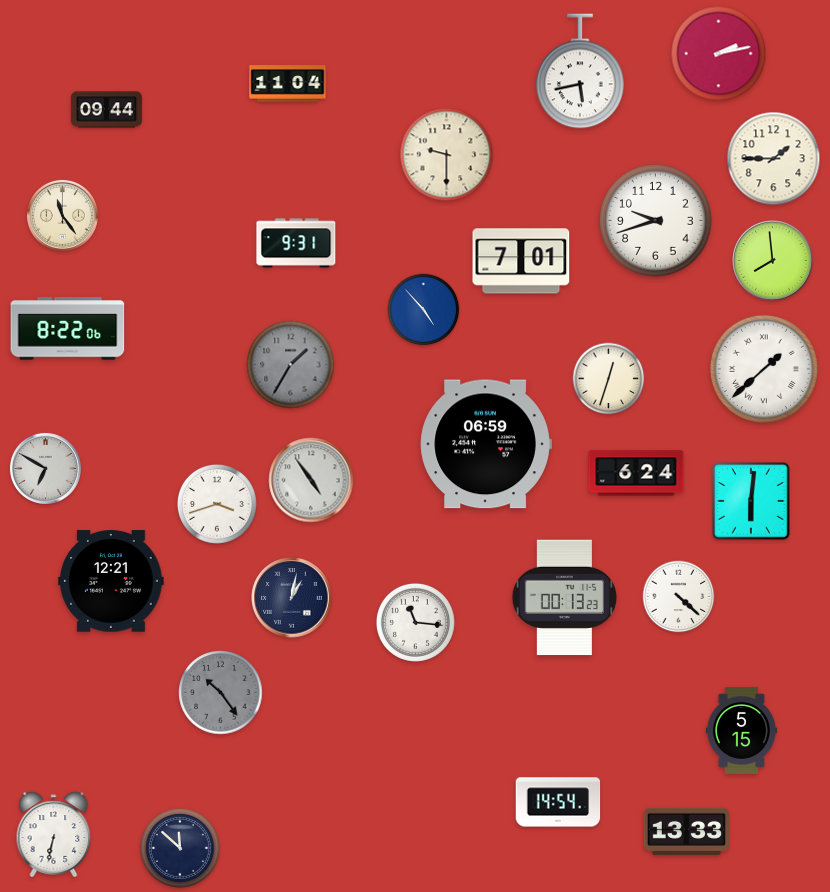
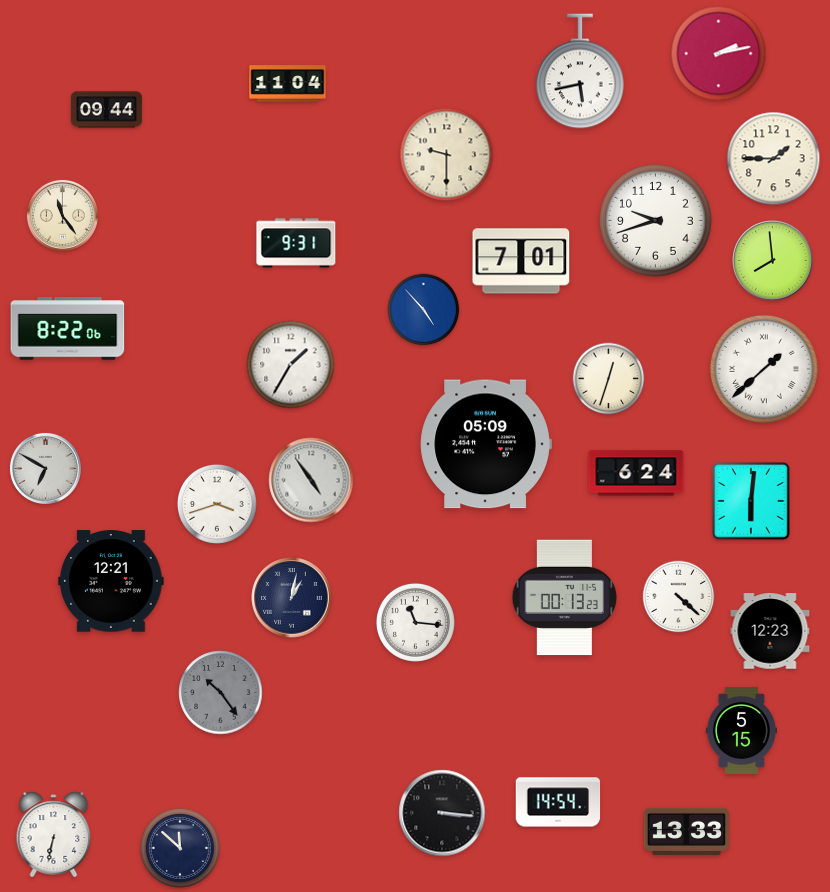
clock at (291, 365) dial: grey -> white
clock at (486, 444): 06:59 -> 05:09
clock at (770, 631): none -> 12:23
clock at (442, 813): none -> 3:16
